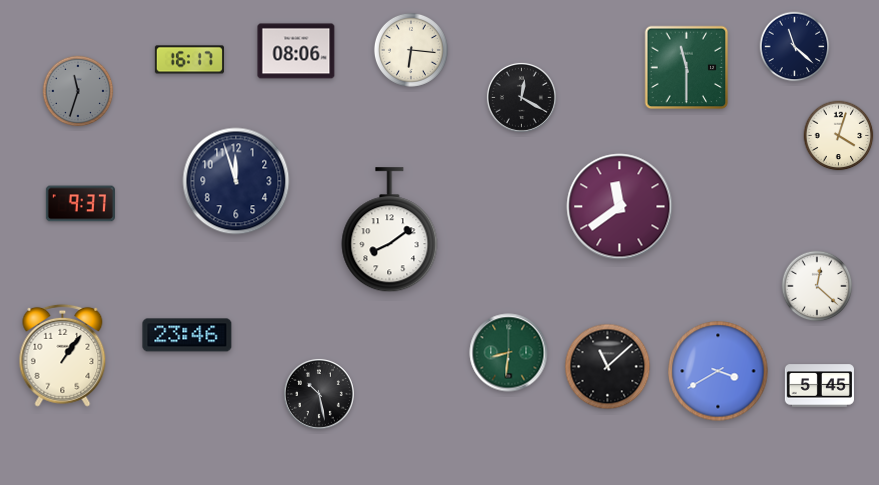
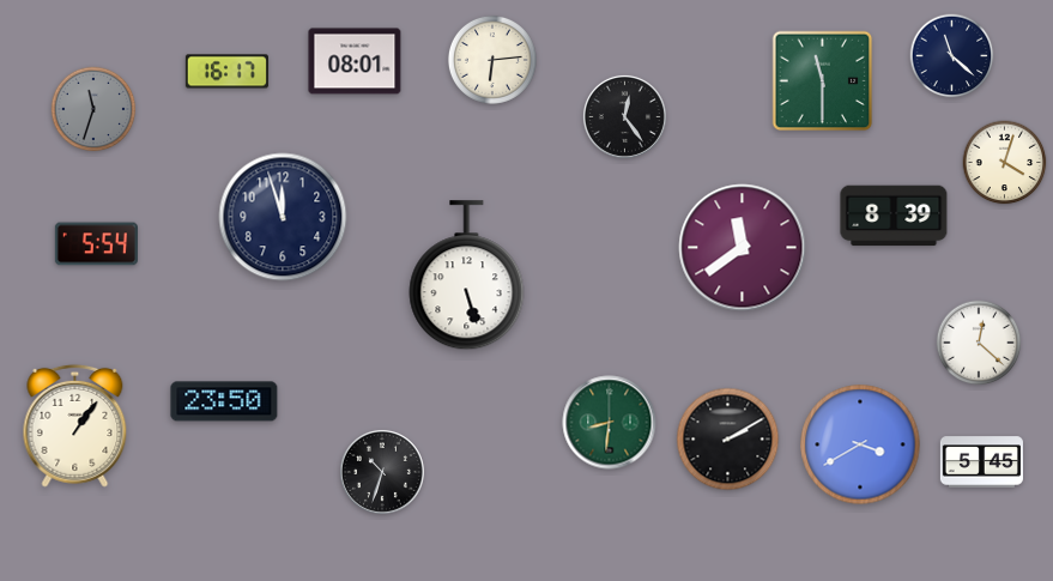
clock at (411, 50): 6:16 -> 6:14
clock at (296, 51): 08:06 -> 08:01
clock at (521, 97): 12:20 -> 12:24
clock at (894, 216): none -> 8:39
clock at (80, 204): 9:37 -> 5:54
clock at (390, 230): 8:09 -> 5:27
clock at (187, 335): 23:46 -> 23:50
clock at (608, 367): 11:08 -> 2:10
clock at (319, 394): 10:28 -> 10:33
